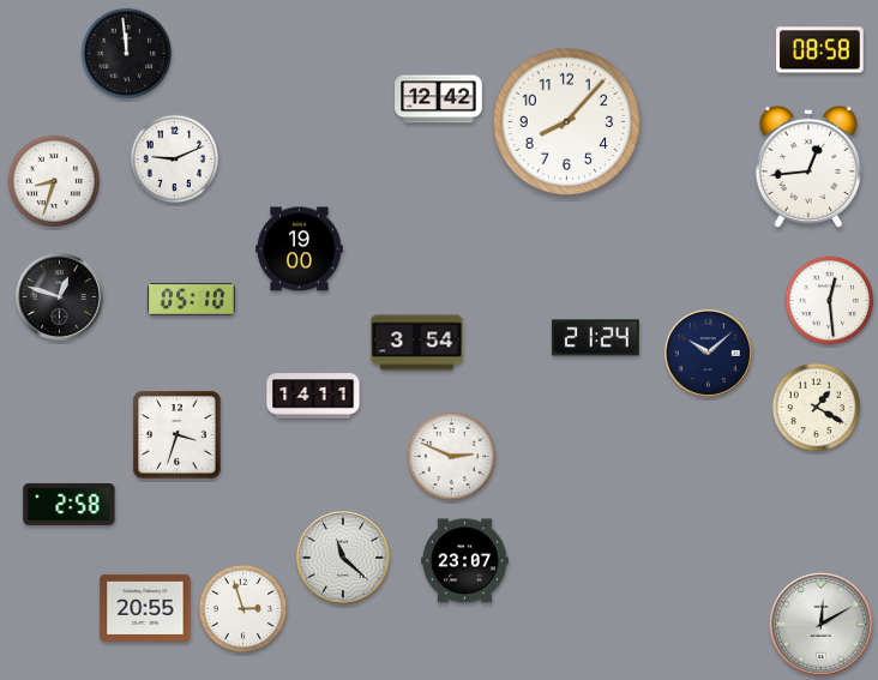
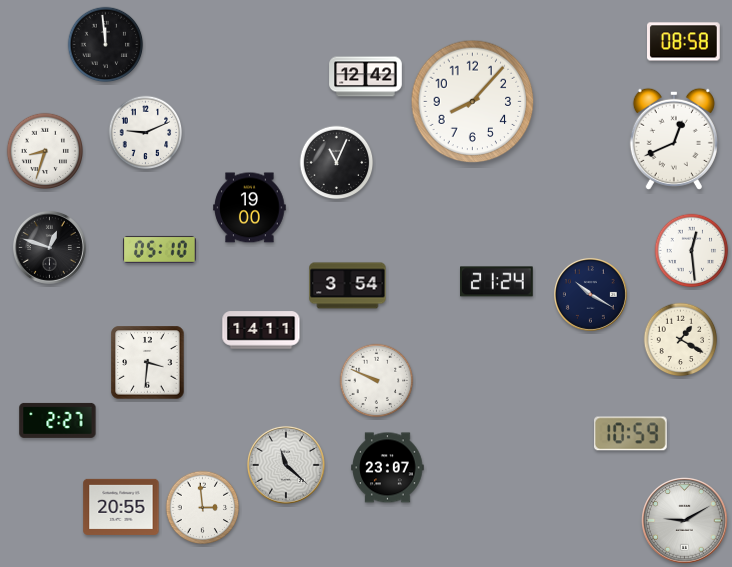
clock at (439, 100) position: (439, 100) -> (366, 77)
clock at (808, 167): 12:44 -> 12:41
clock at (337, 163): none -> 11:04
clock at (708, 353): 10:08 -> 10:20
clock at (178, 435): 3:33 -> 3:31
clock at (452, 457): 2:49 -> 9:49
clock at (70, 504): 2:58 -> 2:27
clock at (631, 434): none -> 10:59
clock at (243, 609): 2:57 -> 2:59
clock at (822, 625): 12:10 -> 9:10
